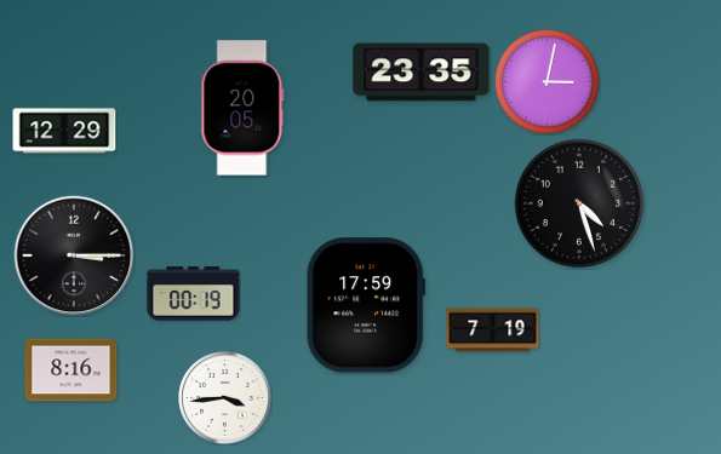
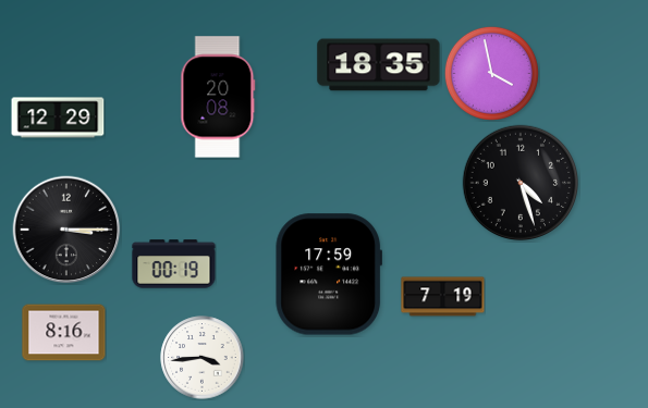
clock at (422, 73): 23:35 -> 18:35
clock at (547, 81): 3:02 -> 3:58
clock at (242, 108): 20:05 -> 20:08
